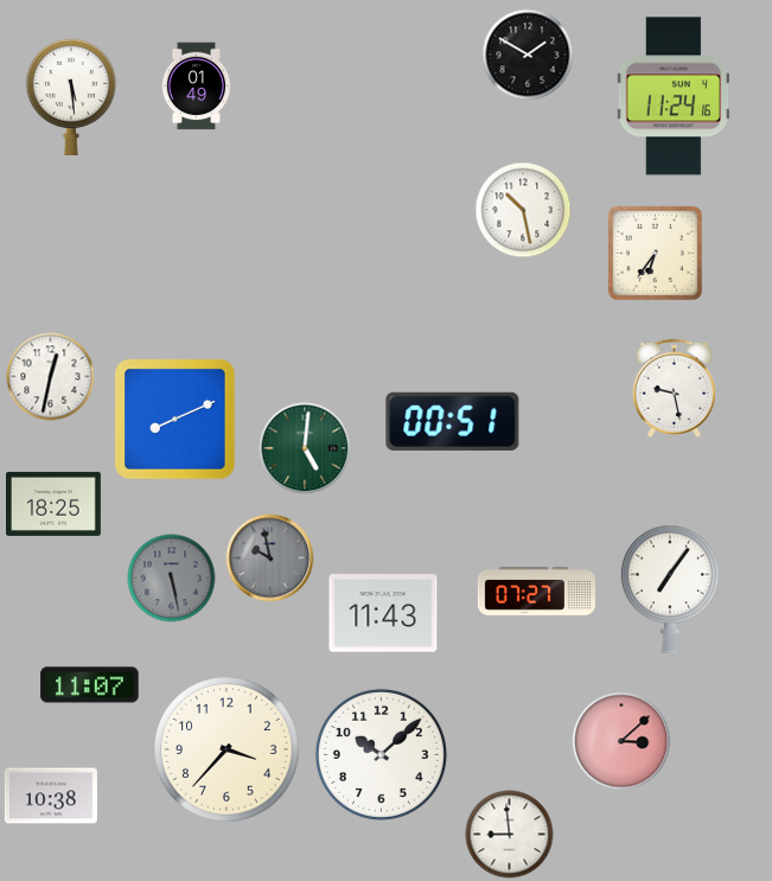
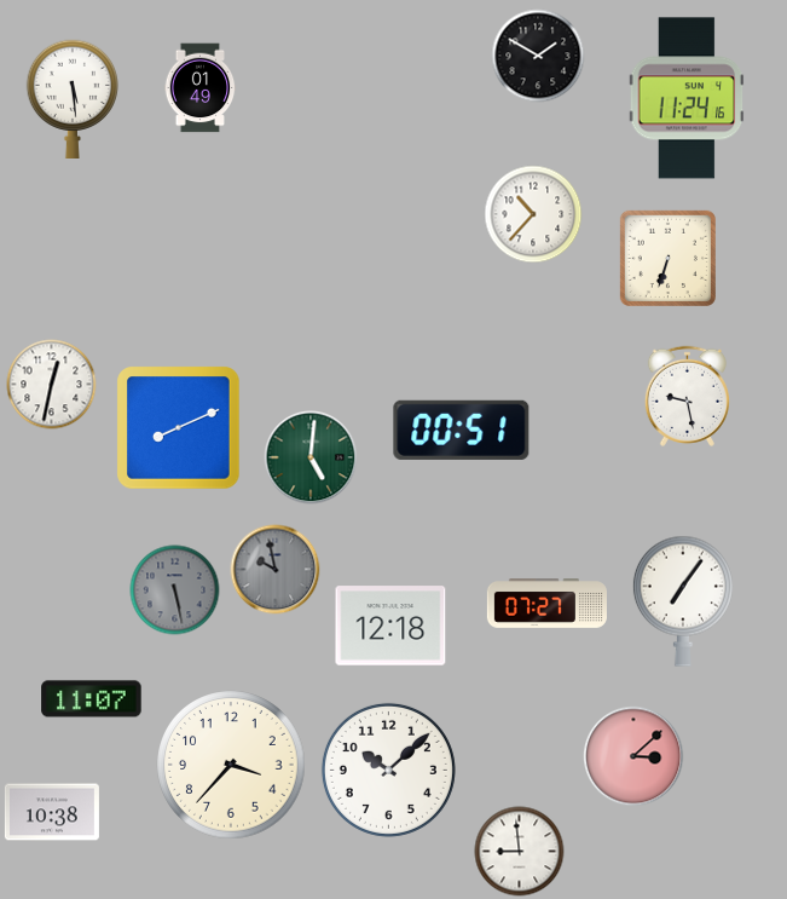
clock at (523, 210): 10:28 -> 10:37
clock at (655, 253): 6:36 -> 6:33
clock at (55, 504): 18:25 -> none
clock at (383, 613): 11:43 -> 12:18
